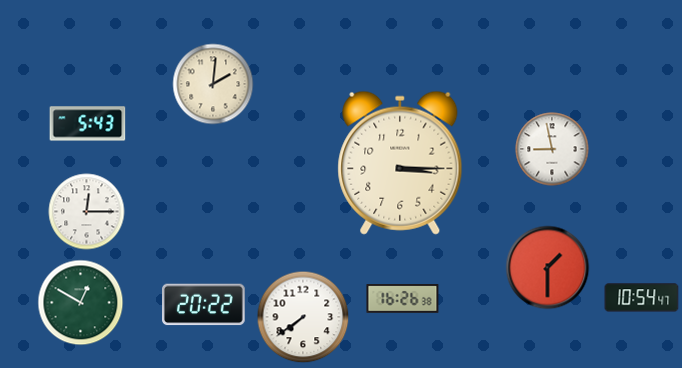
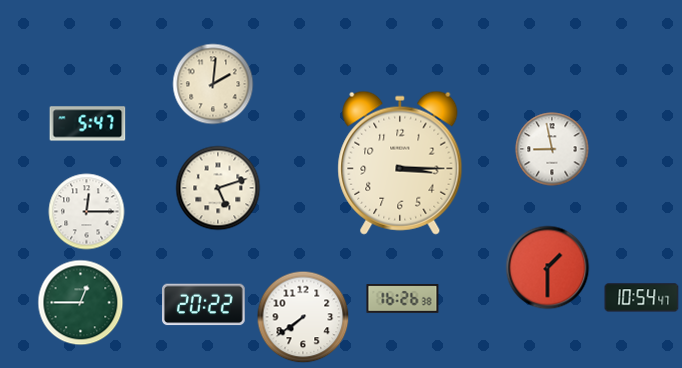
clock at (88, 124): 5:43 -> 5:47
clock at (218, 188): none -> 5:12
clock at (81, 303): 12:50 -> 12:45
